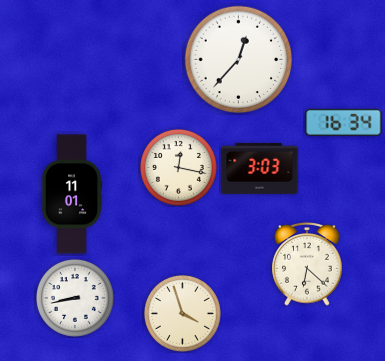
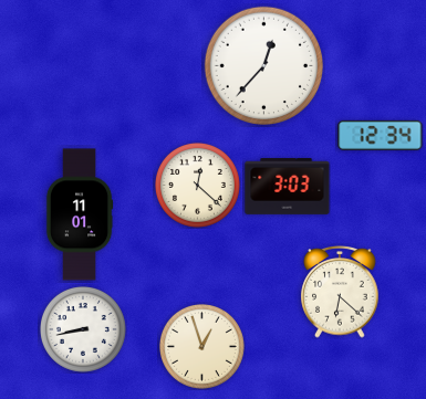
clock at (344, 122): 16:34 -> 12:34
clock at (178, 167): 12:17 -> 12:22
clock at (182, 313): 3:57 -> 12:57
